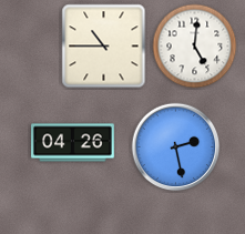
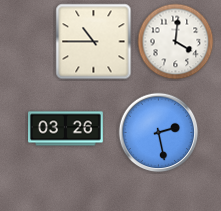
clock at (195, 47): 5:01 -> 4:01
clock at (73, 143): 04:26 -> 03:26
